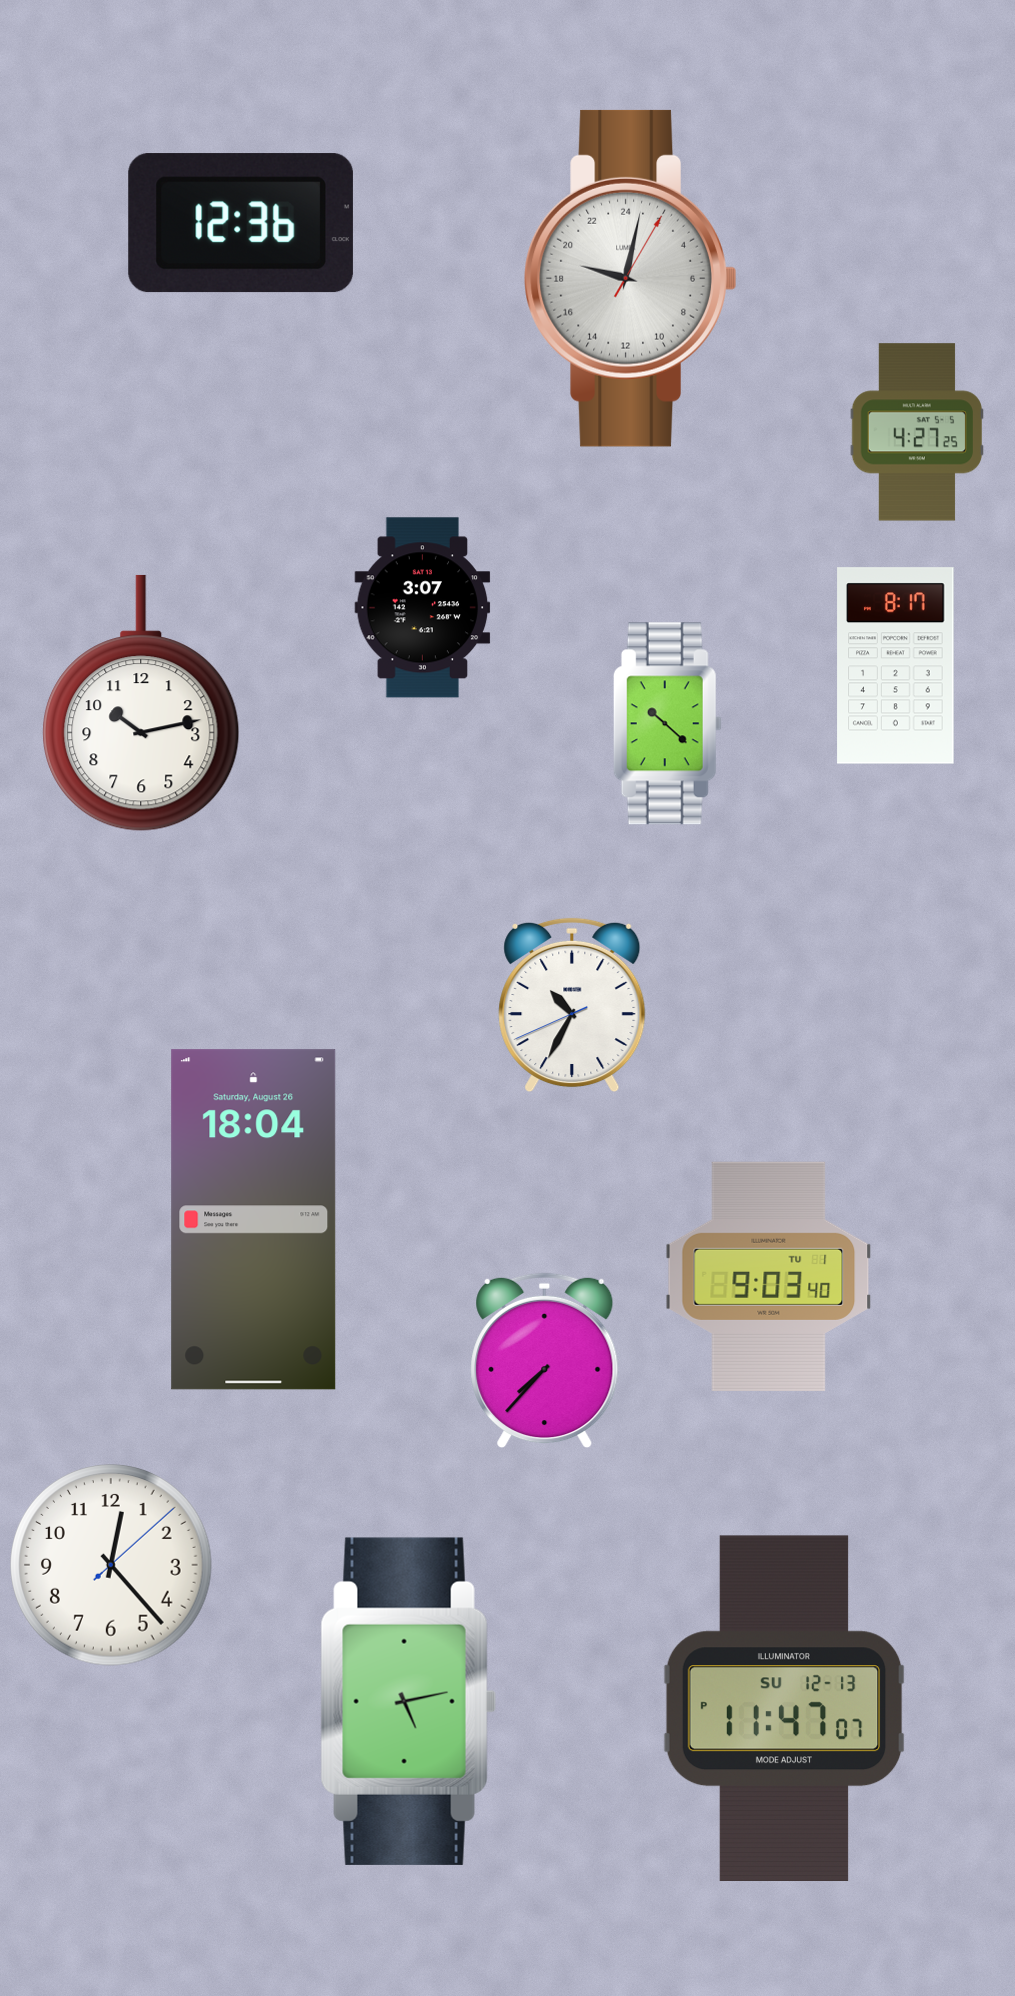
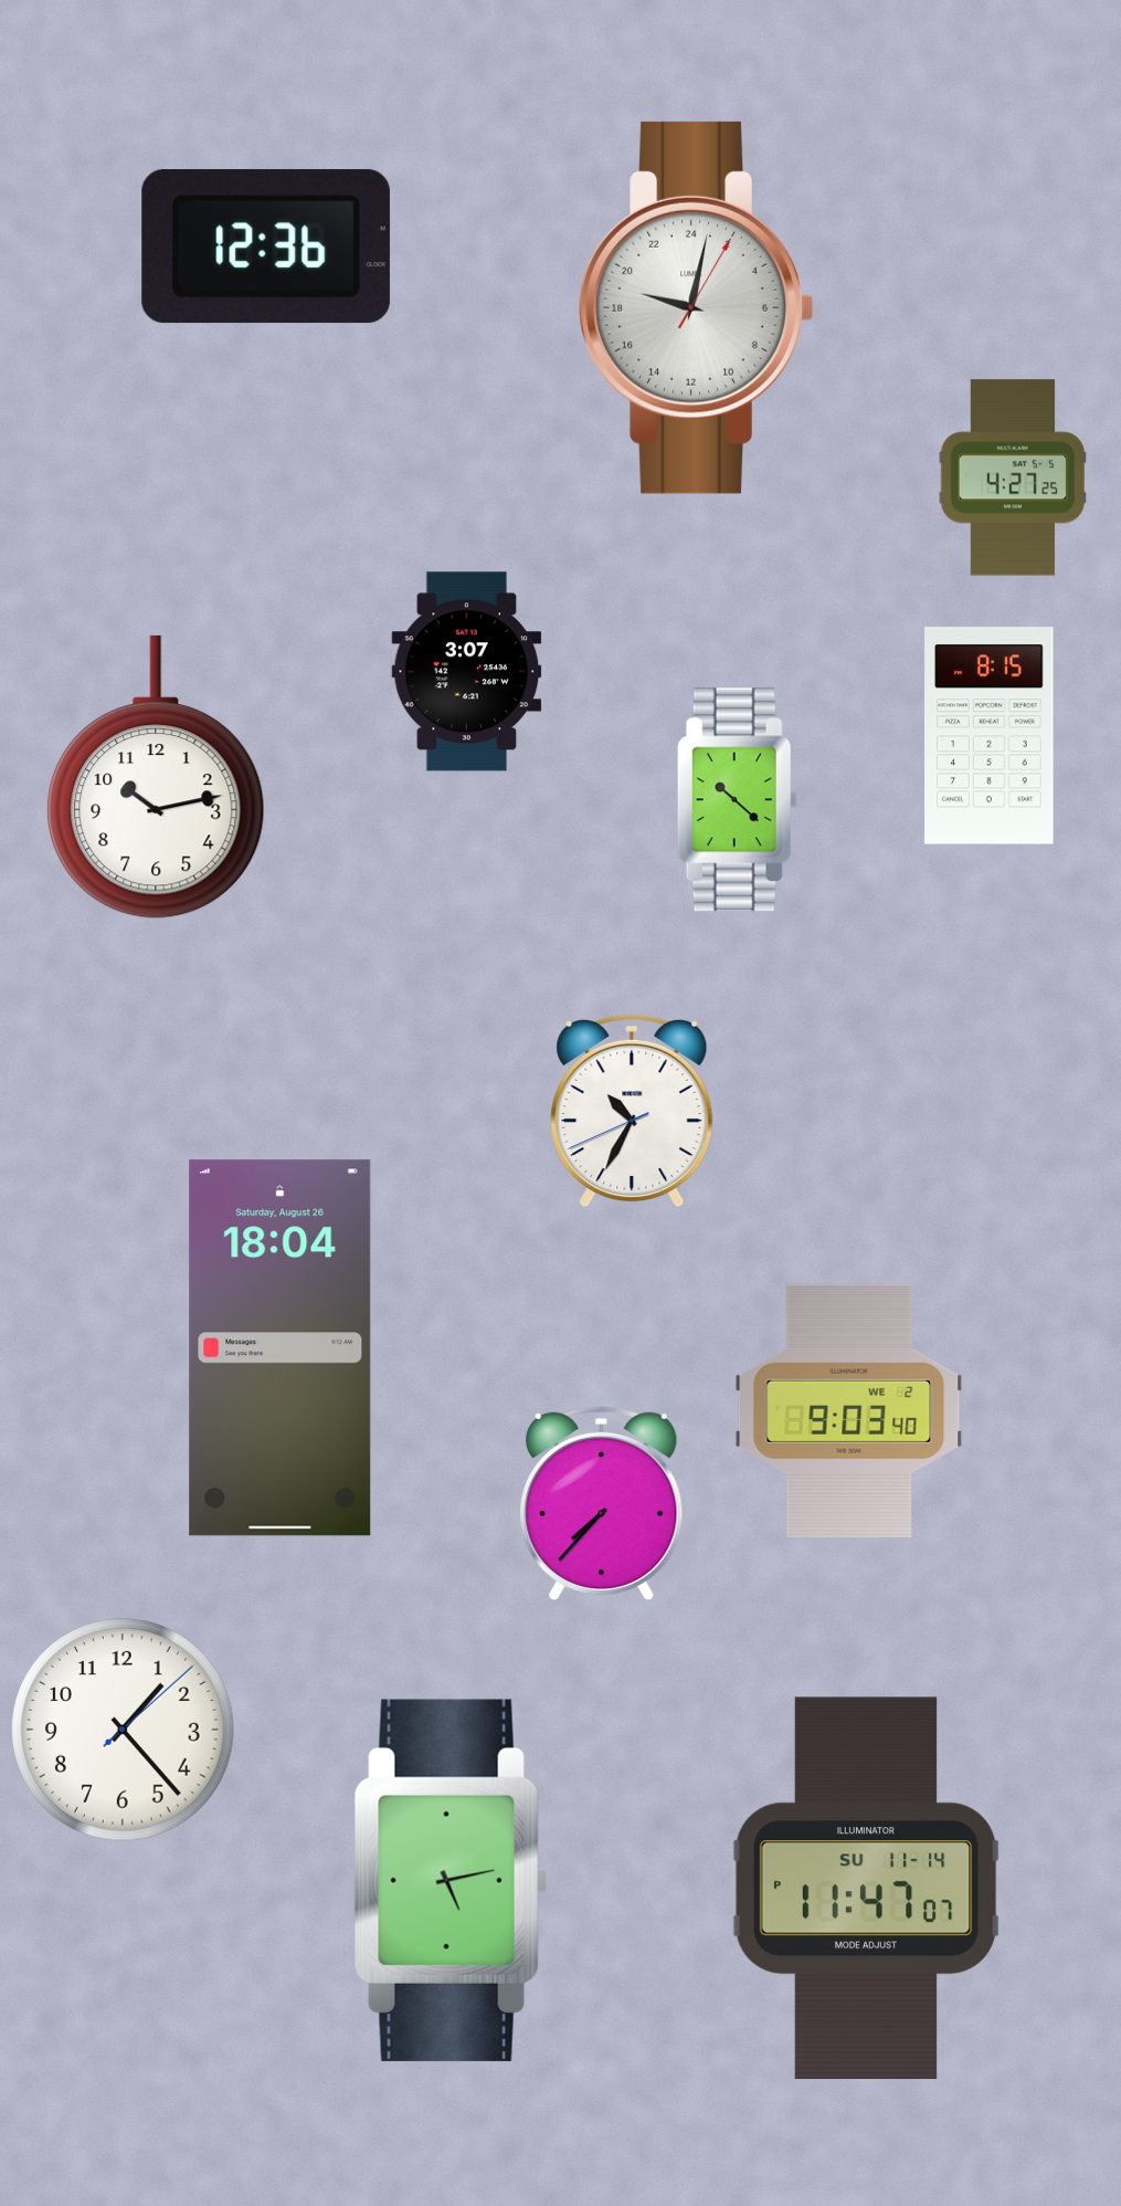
clock at (896, 666): 8:17 -> 8:15
clock at (769, 1276) date: TU 1 -> WE 2
clock at (111, 1565): 12:23 -> 1:23
clock at (785, 1708) date: SU 12-13 -> SU 11-14
